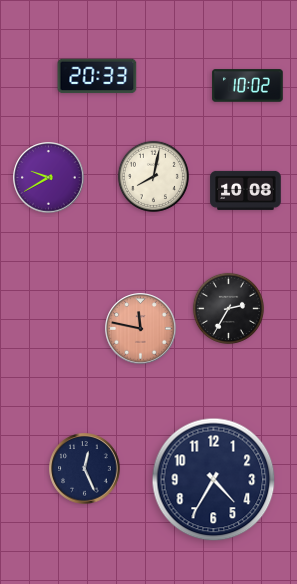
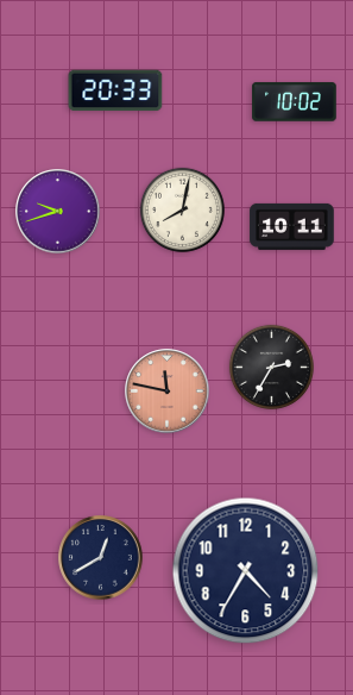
clock at (49, 178): 9:40 -> 9:42
clock at (246, 190): 10:08 -> 10:11
clock at (85, 469): 12:26 -> 12:40
clock at (214, 480) position: (214, 480) -> (246, 571)
